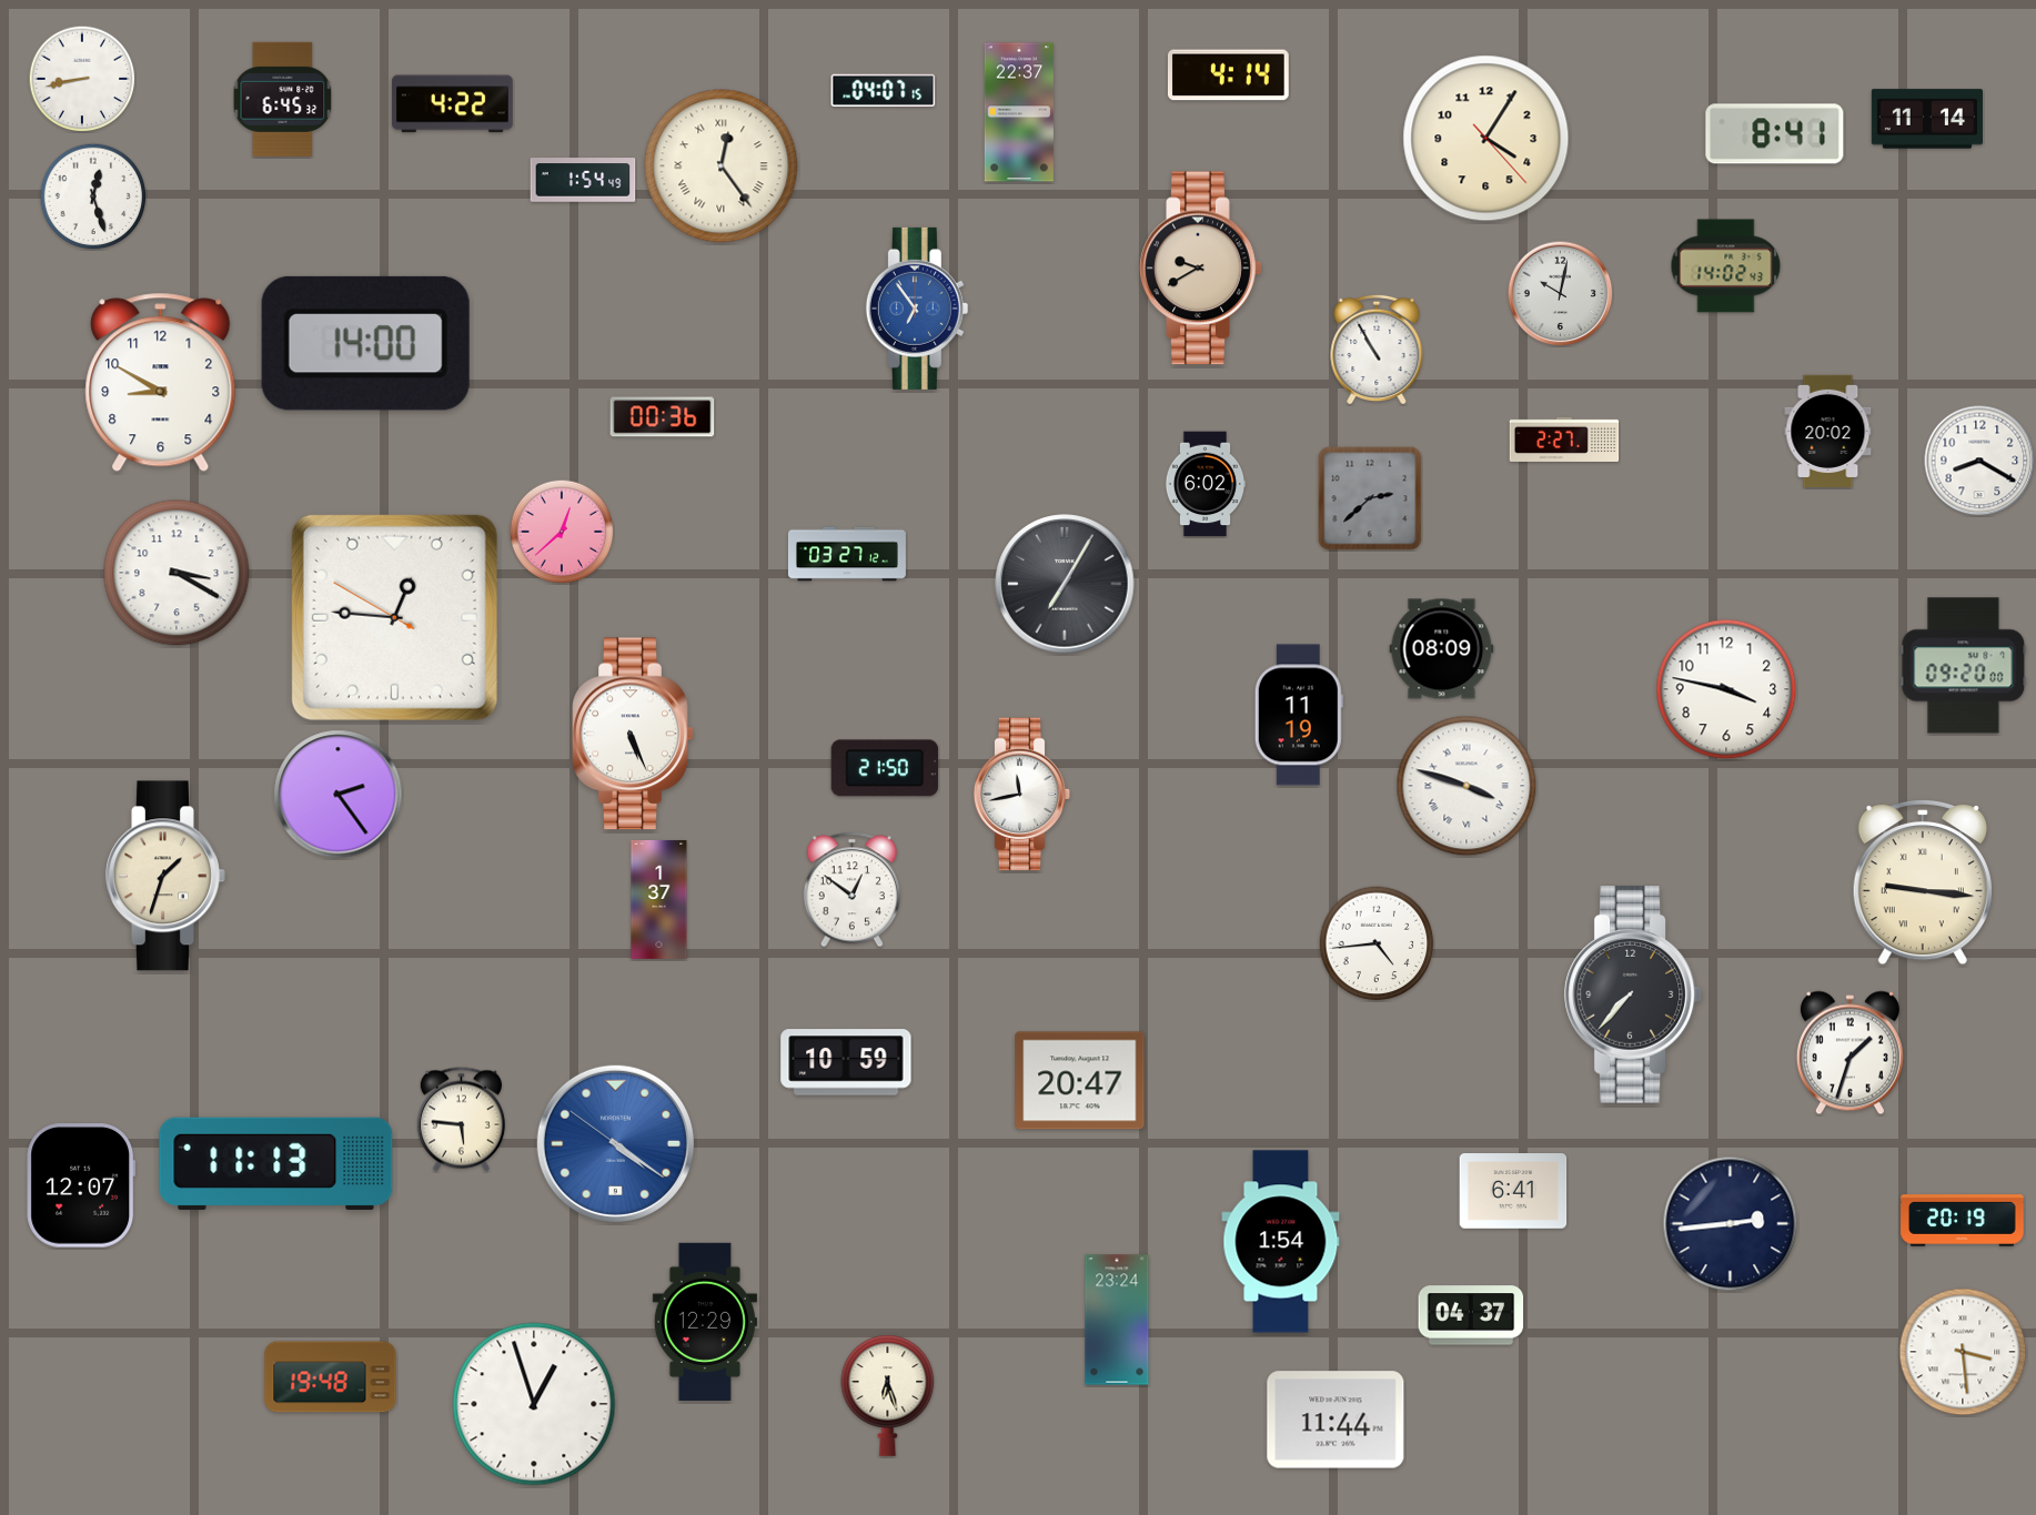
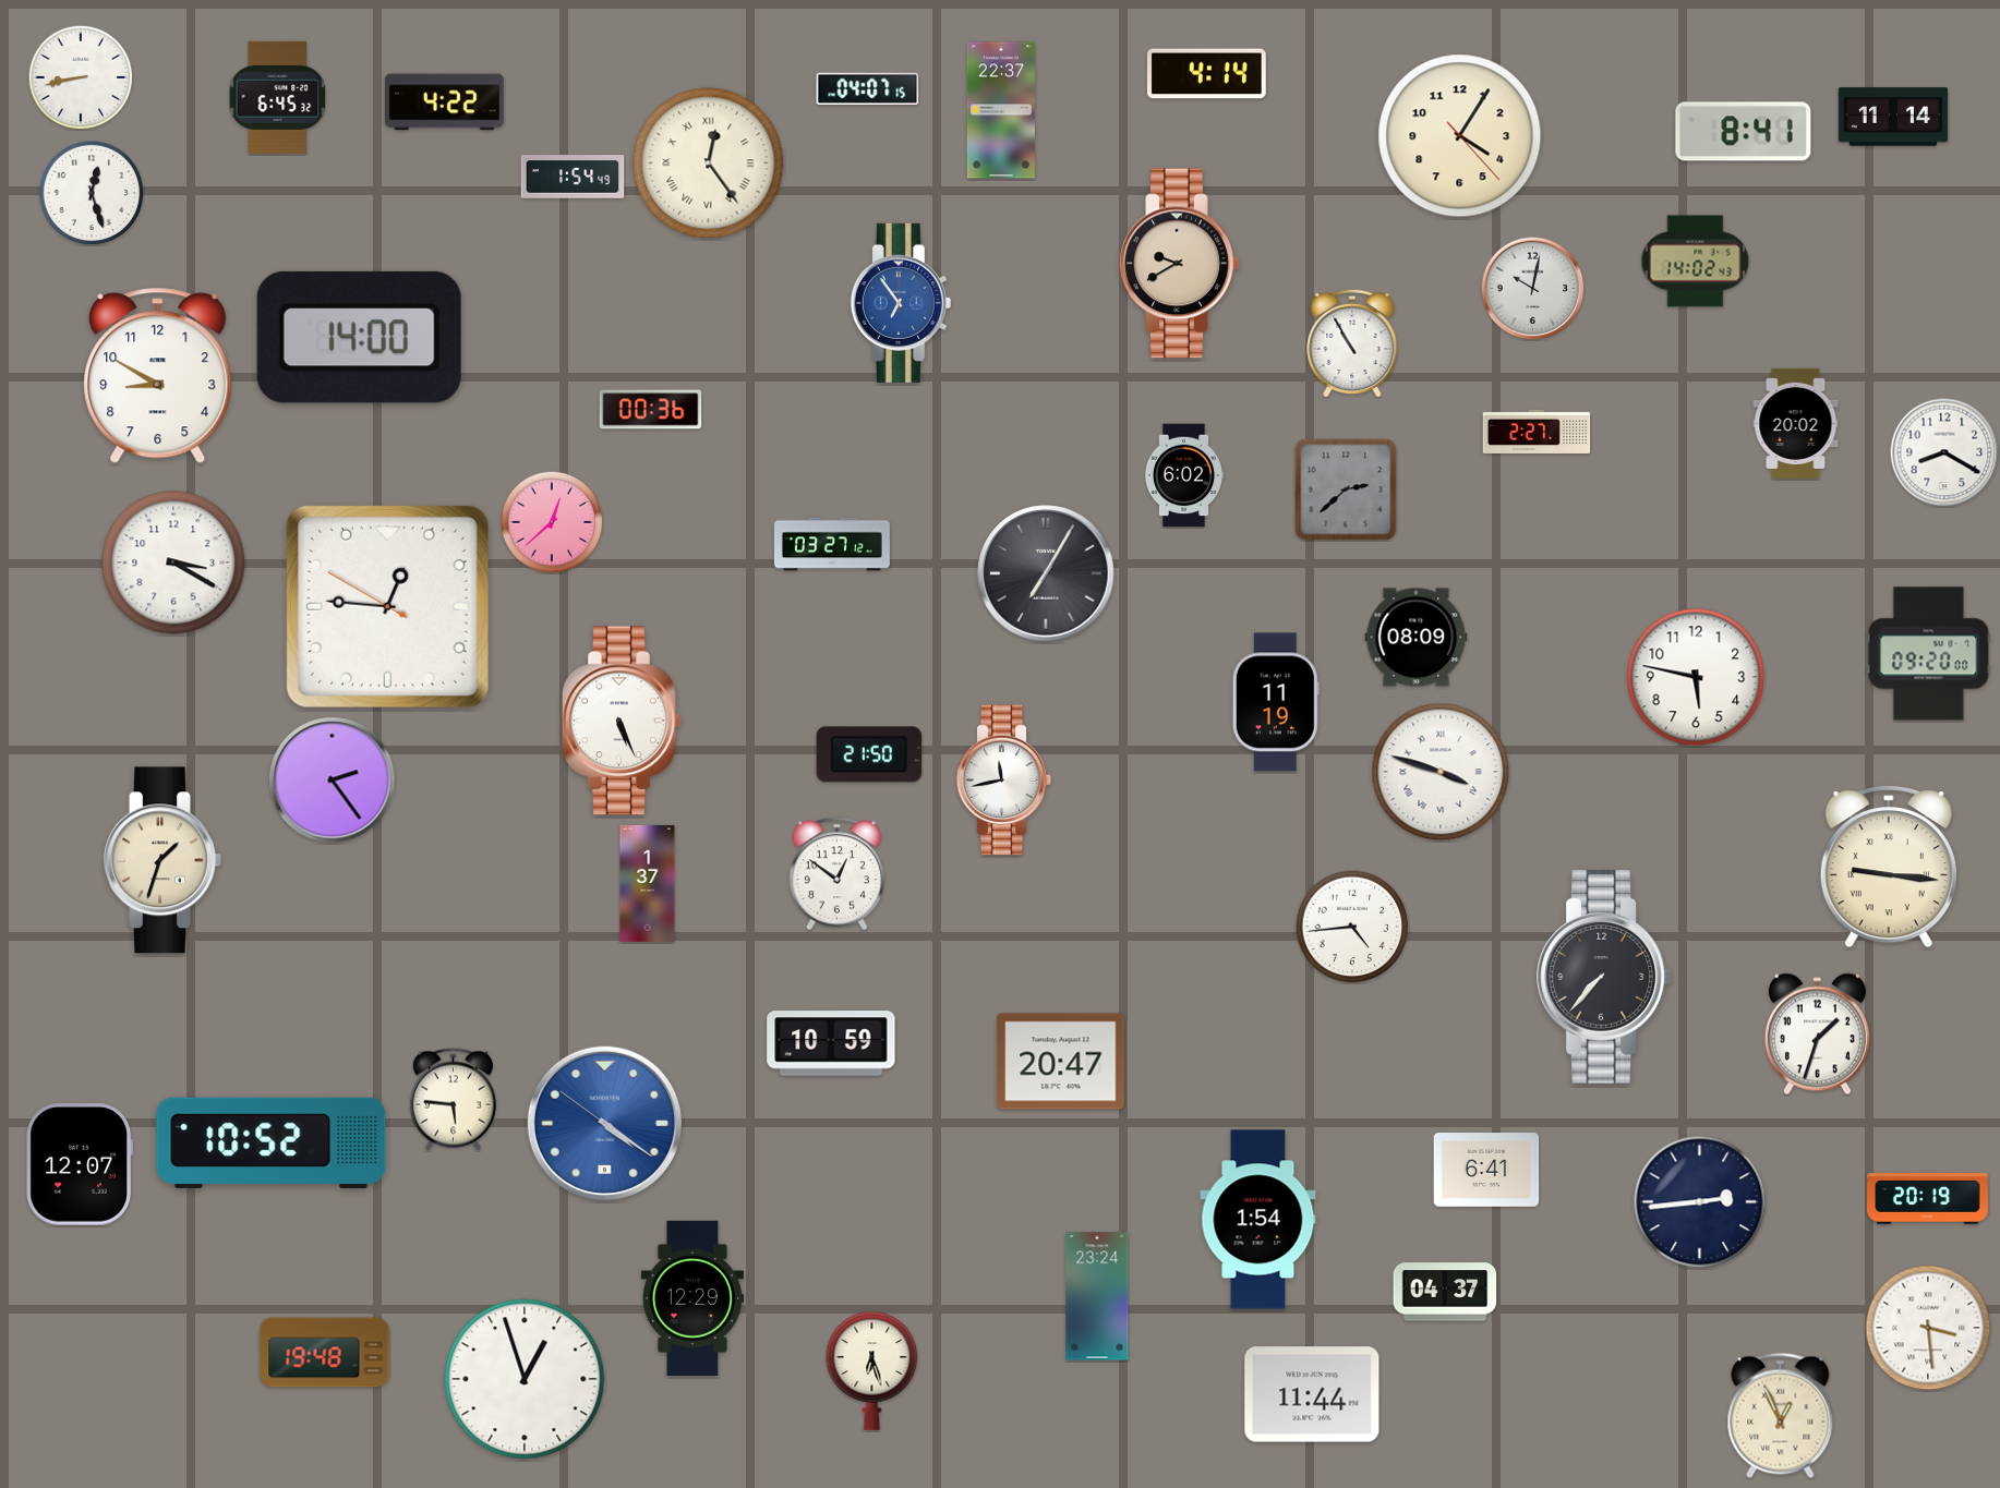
clock at (1726, 689): 3:47 -> 5:47
clock at (276, 1163): 11:13 -> 10:52
clock at (1781, 1416): none -> 12:56
